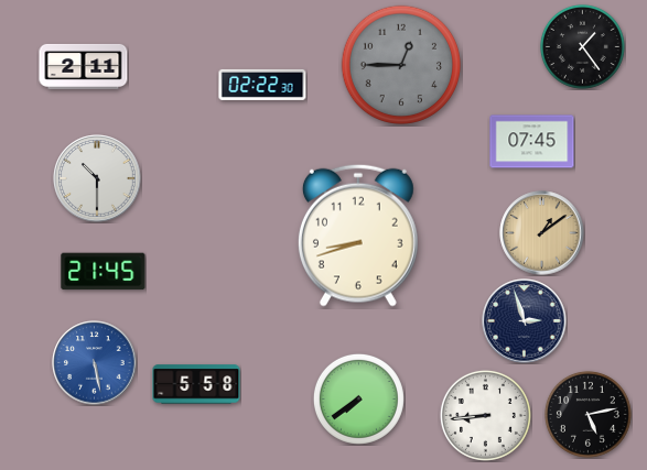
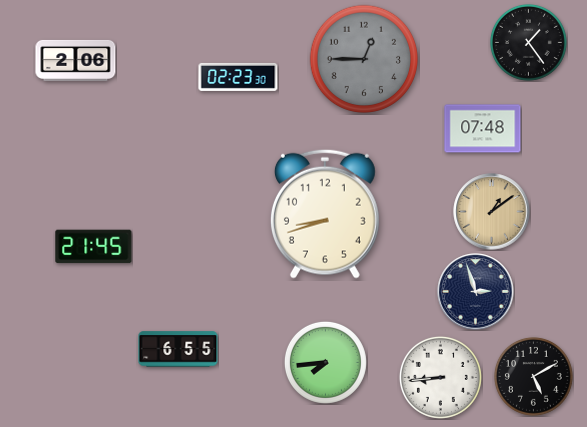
clock at (84, 66): 2:11 -> 2:06
clock at (262, 85): 02:22 -> 02:23
clock at (532, 142): 07:45 -> 07:48
clock at (97, 178): 10:30 -> none
clock at (95, 363): 5:28 -> none
clock at (196, 384): 5:58 -> 6:55
clock at (358, 398): 7:39 -> 7:44
clock at (587, 414): 5:13 -> 5:10
